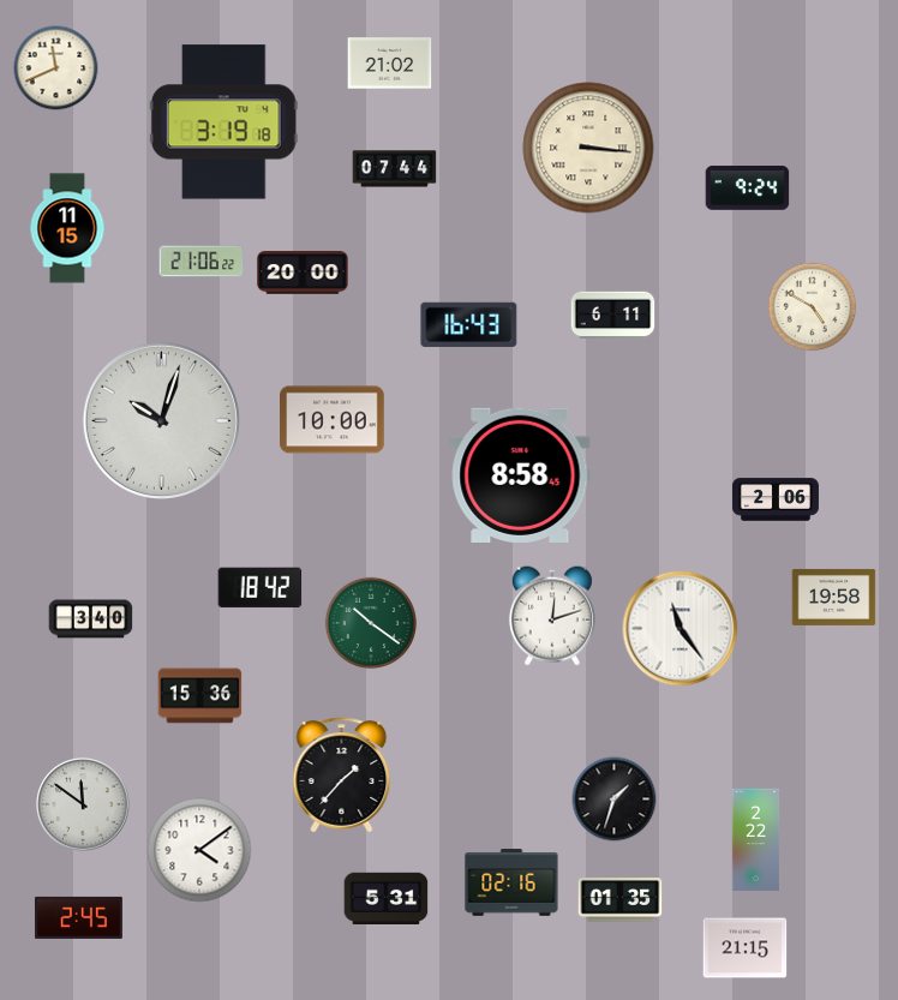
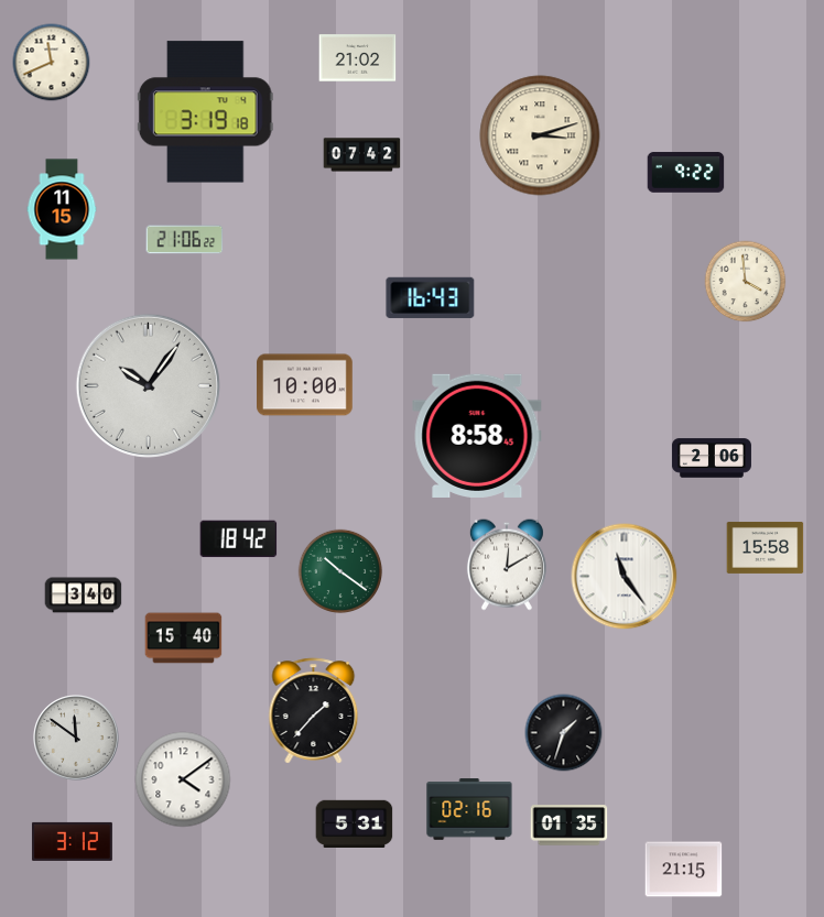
clock at (588, 148): 3:16 -> 3:12
clock at (395, 169): 07:44 -> 07:42
clock at (748, 188): 9:24 -> 9:22
clock at (303, 273): 20:00 -> none
clock at (813, 307): 4:50 -> 3:59
clock at (613, 316): 6:11 -> none
clock at (161, 420): 10:03 -> 10:06
clock at (834, 597): 19:58 -> 15:58
clock at (552, 616): 12:12 -> 12:10
clock at (91, 619) position: (91, 619) -> (84, 596)
clock at (200, 696): 15:36 -> 15:40
clock at (756, 839): 2:22 -> none
clock at (78, 917): 2:45 -> 3:12
